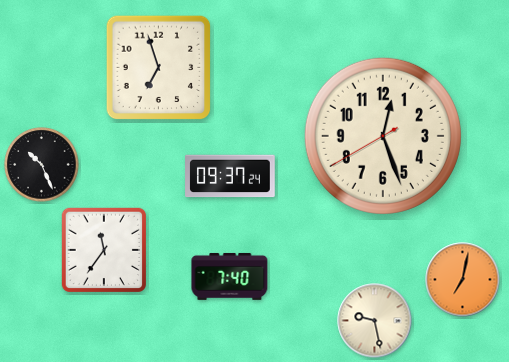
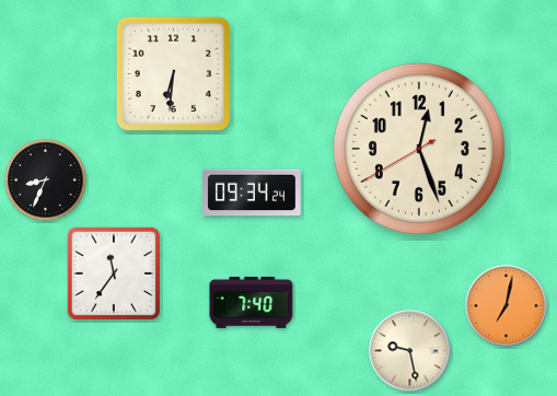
clock at (159, 68): 6:57 -> 6:31
clock at (42, 165): 10:26 -> 8:34
clock at (230, 176): 09:37 -> 09:34
